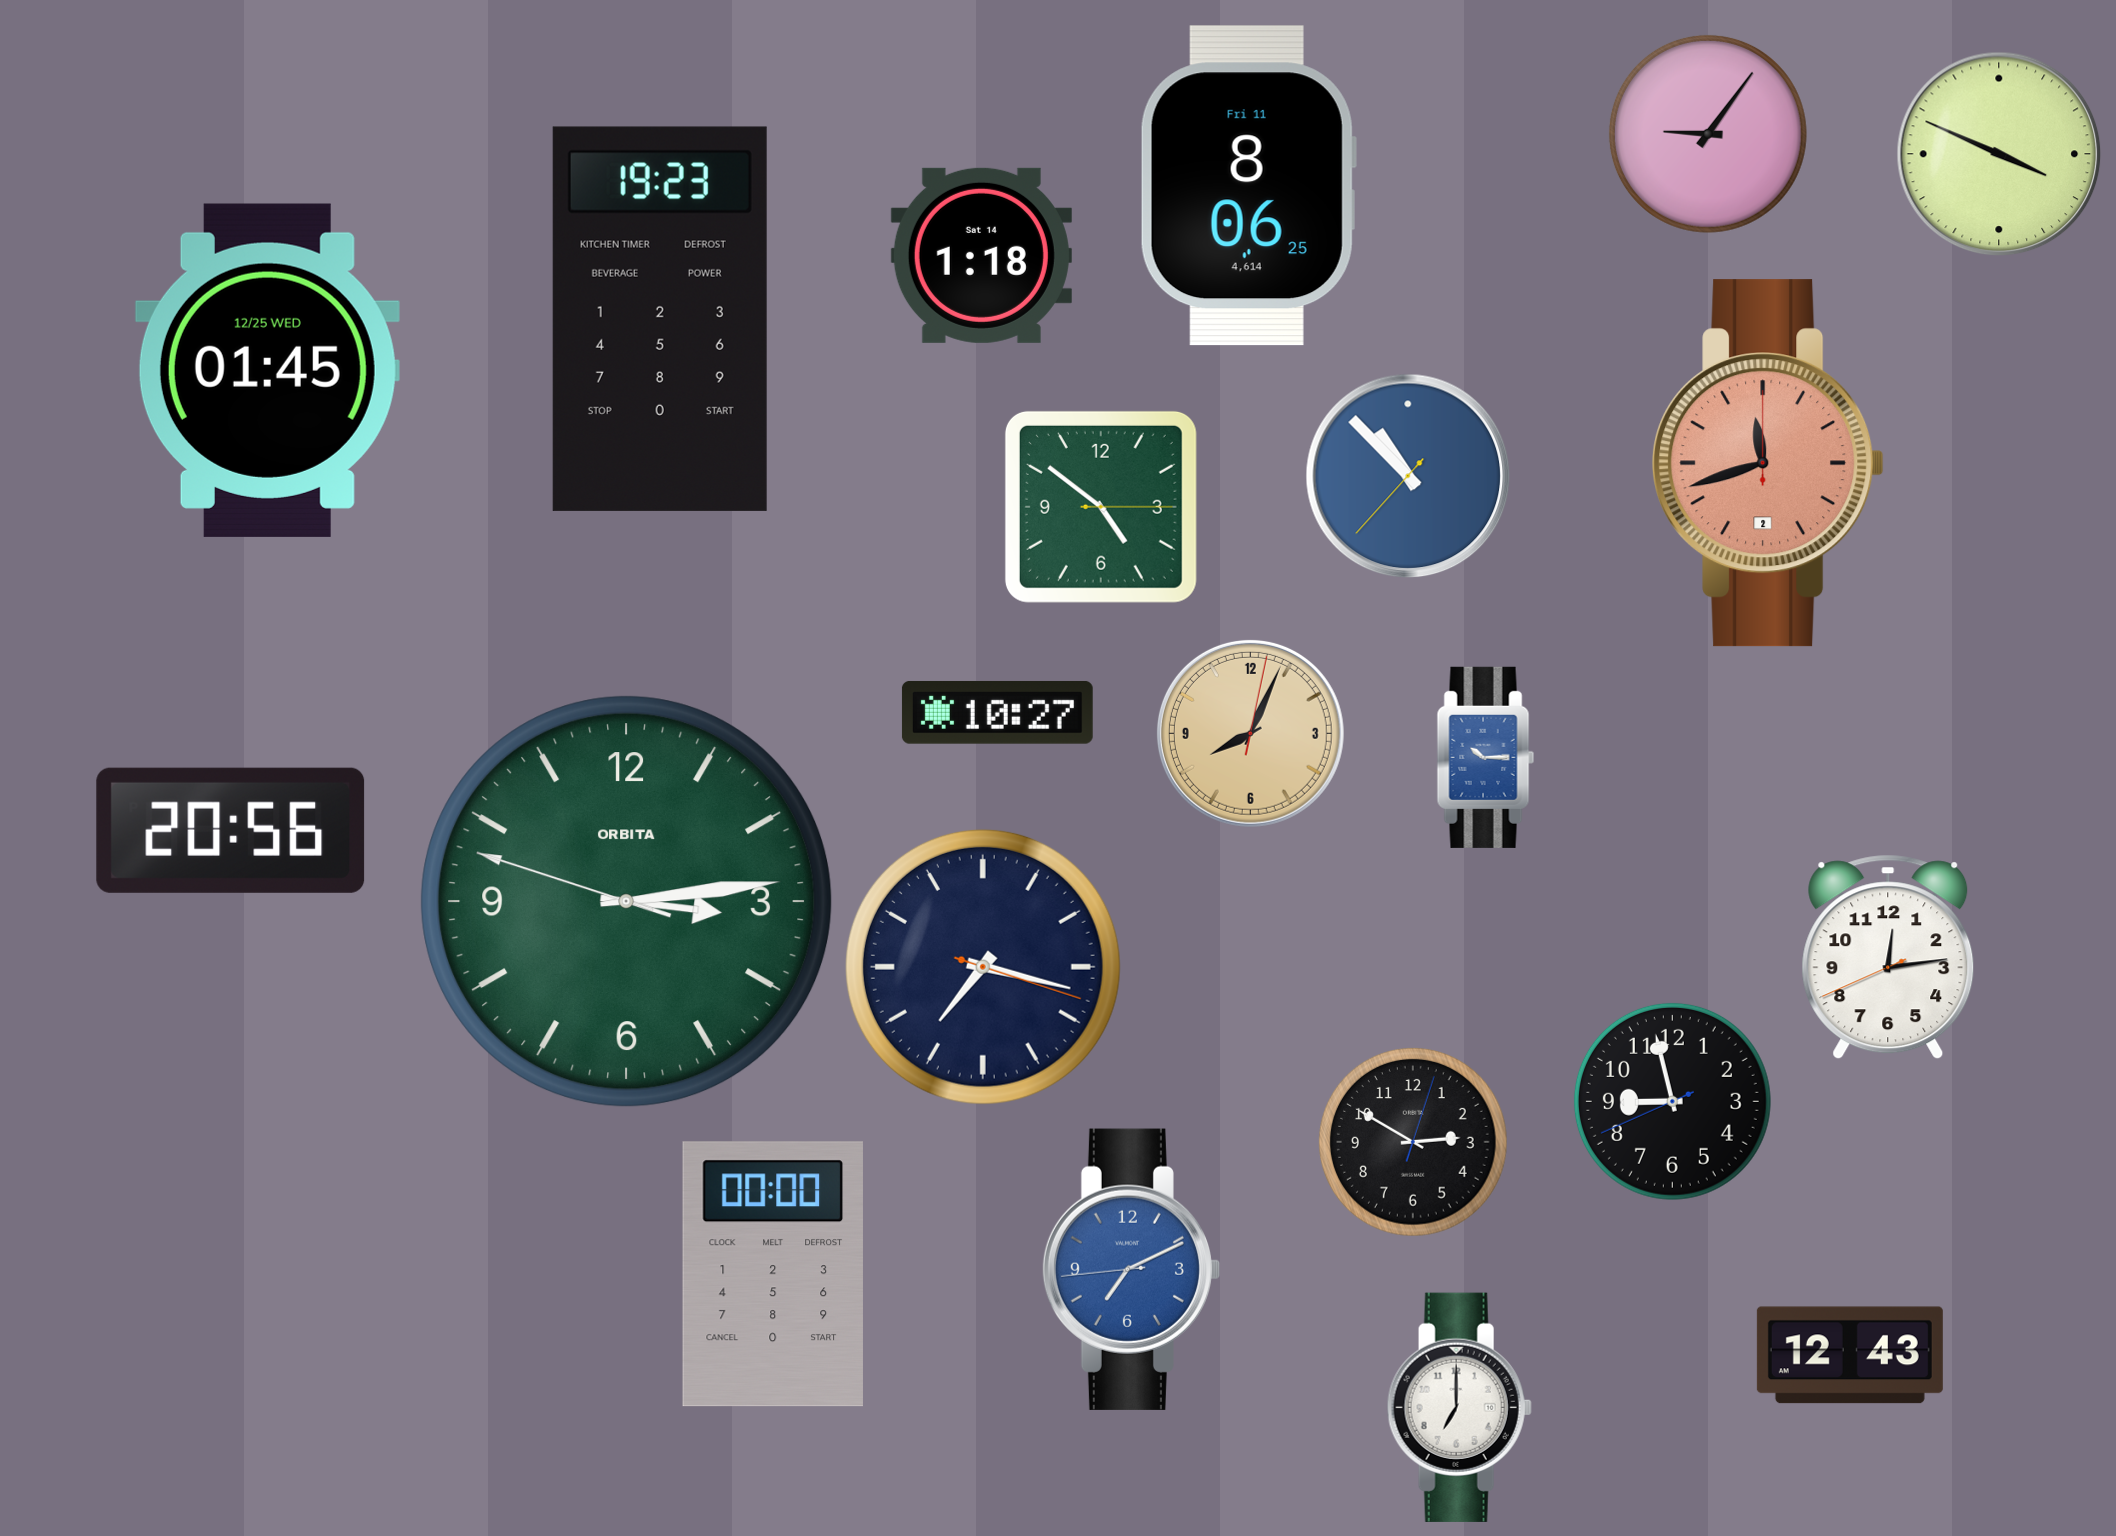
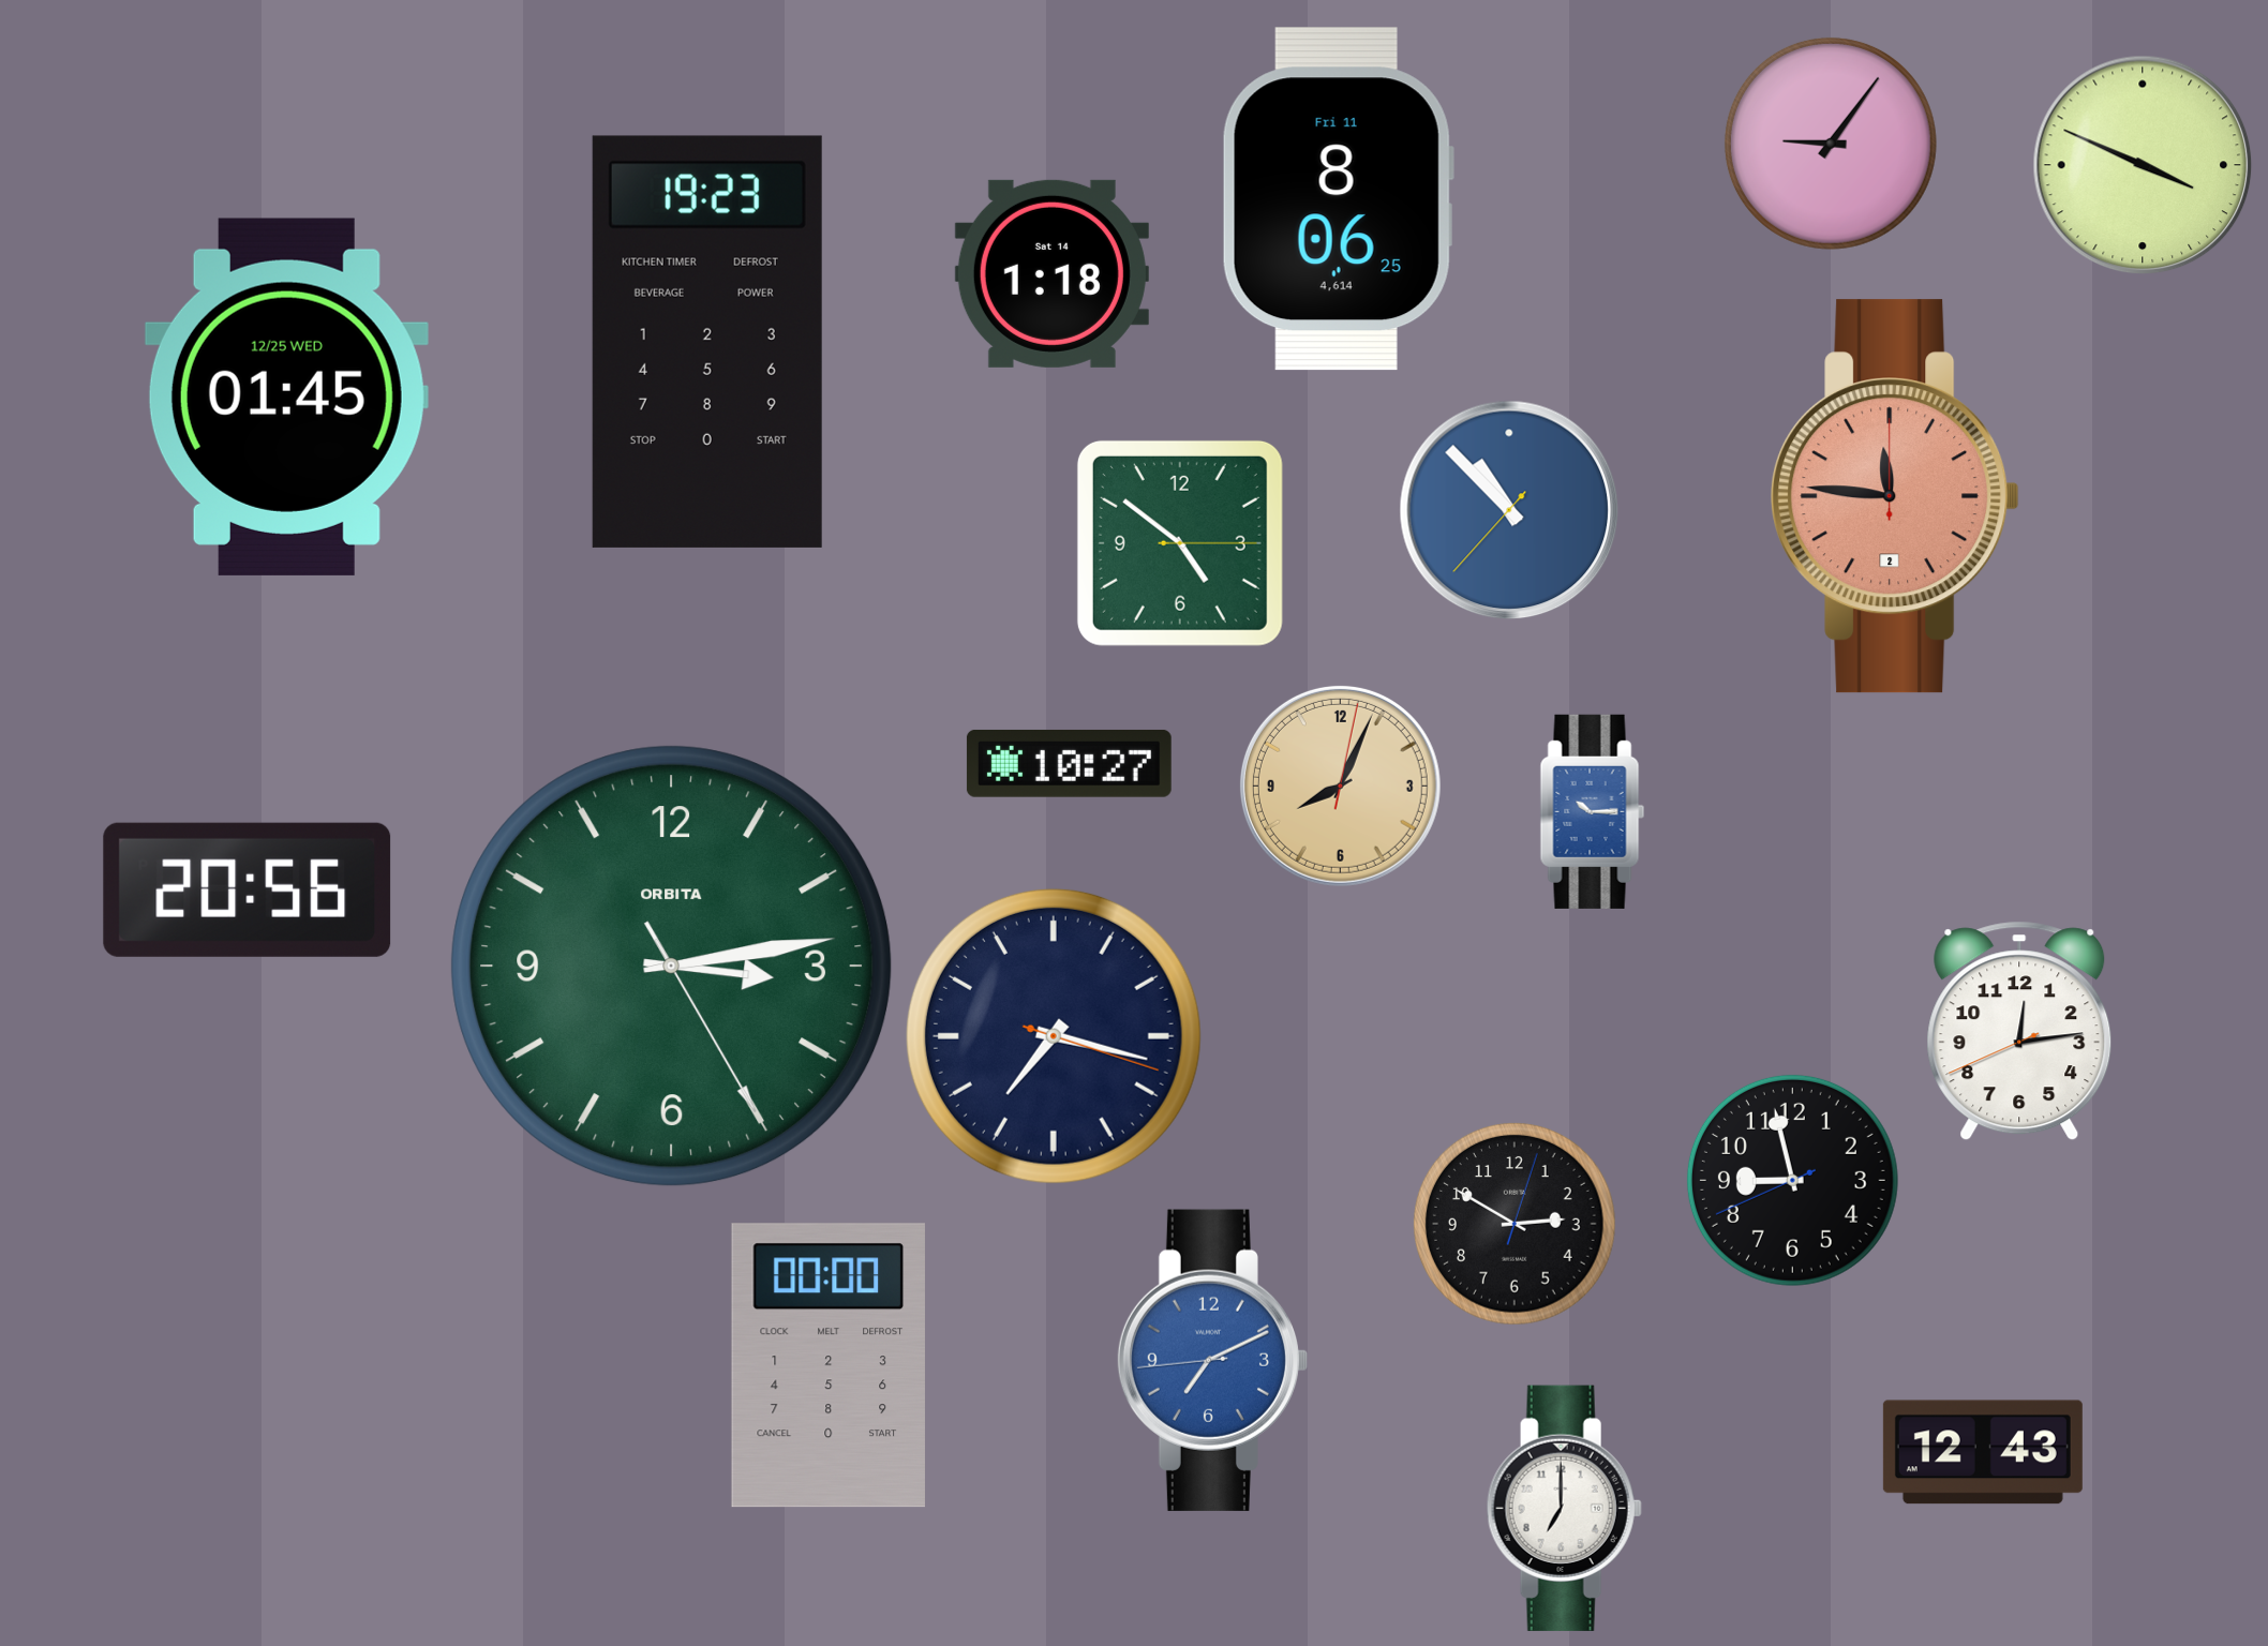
clock at (1768, 463): 11:42 -> 11:46
clock at (627, 902): 3:13:48 -> 3:13:25
clock at (1888, 957) position: (1888, 957) -> (2019, 1031)
